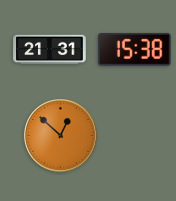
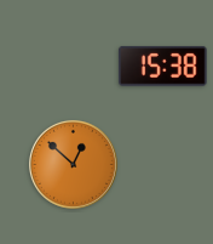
clock at (134, 49) position: (134, 49) -> (162, 66)
clock at (50, 50): 21:31 -> none
